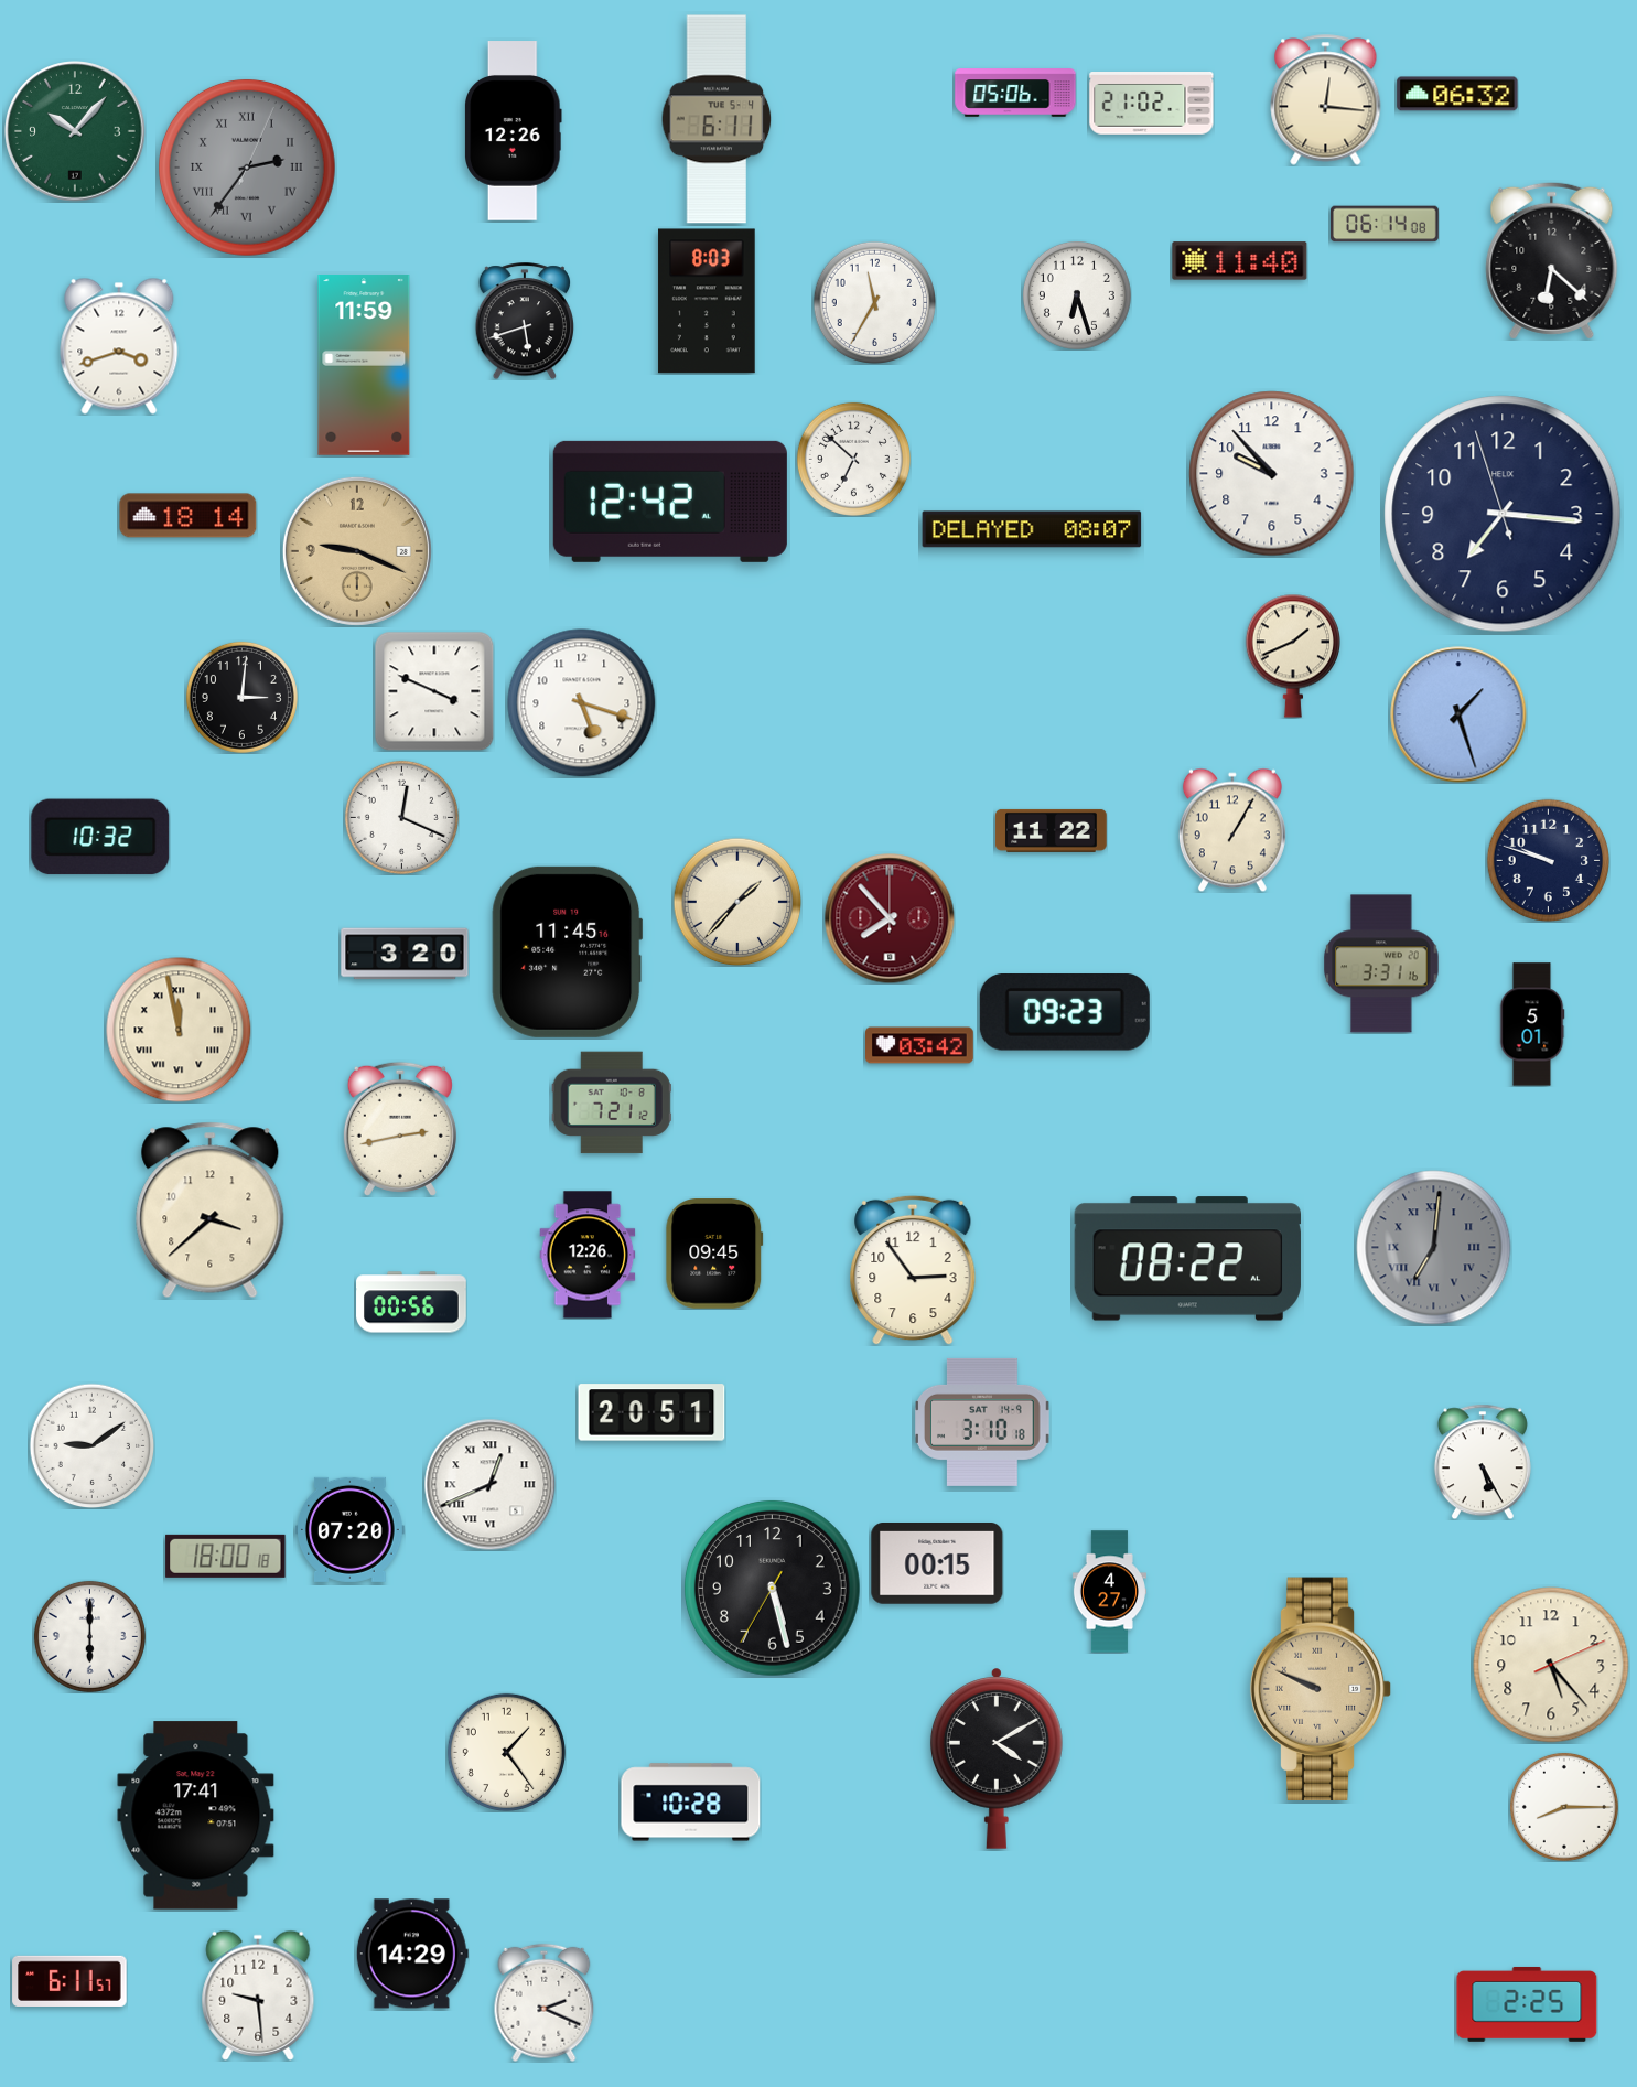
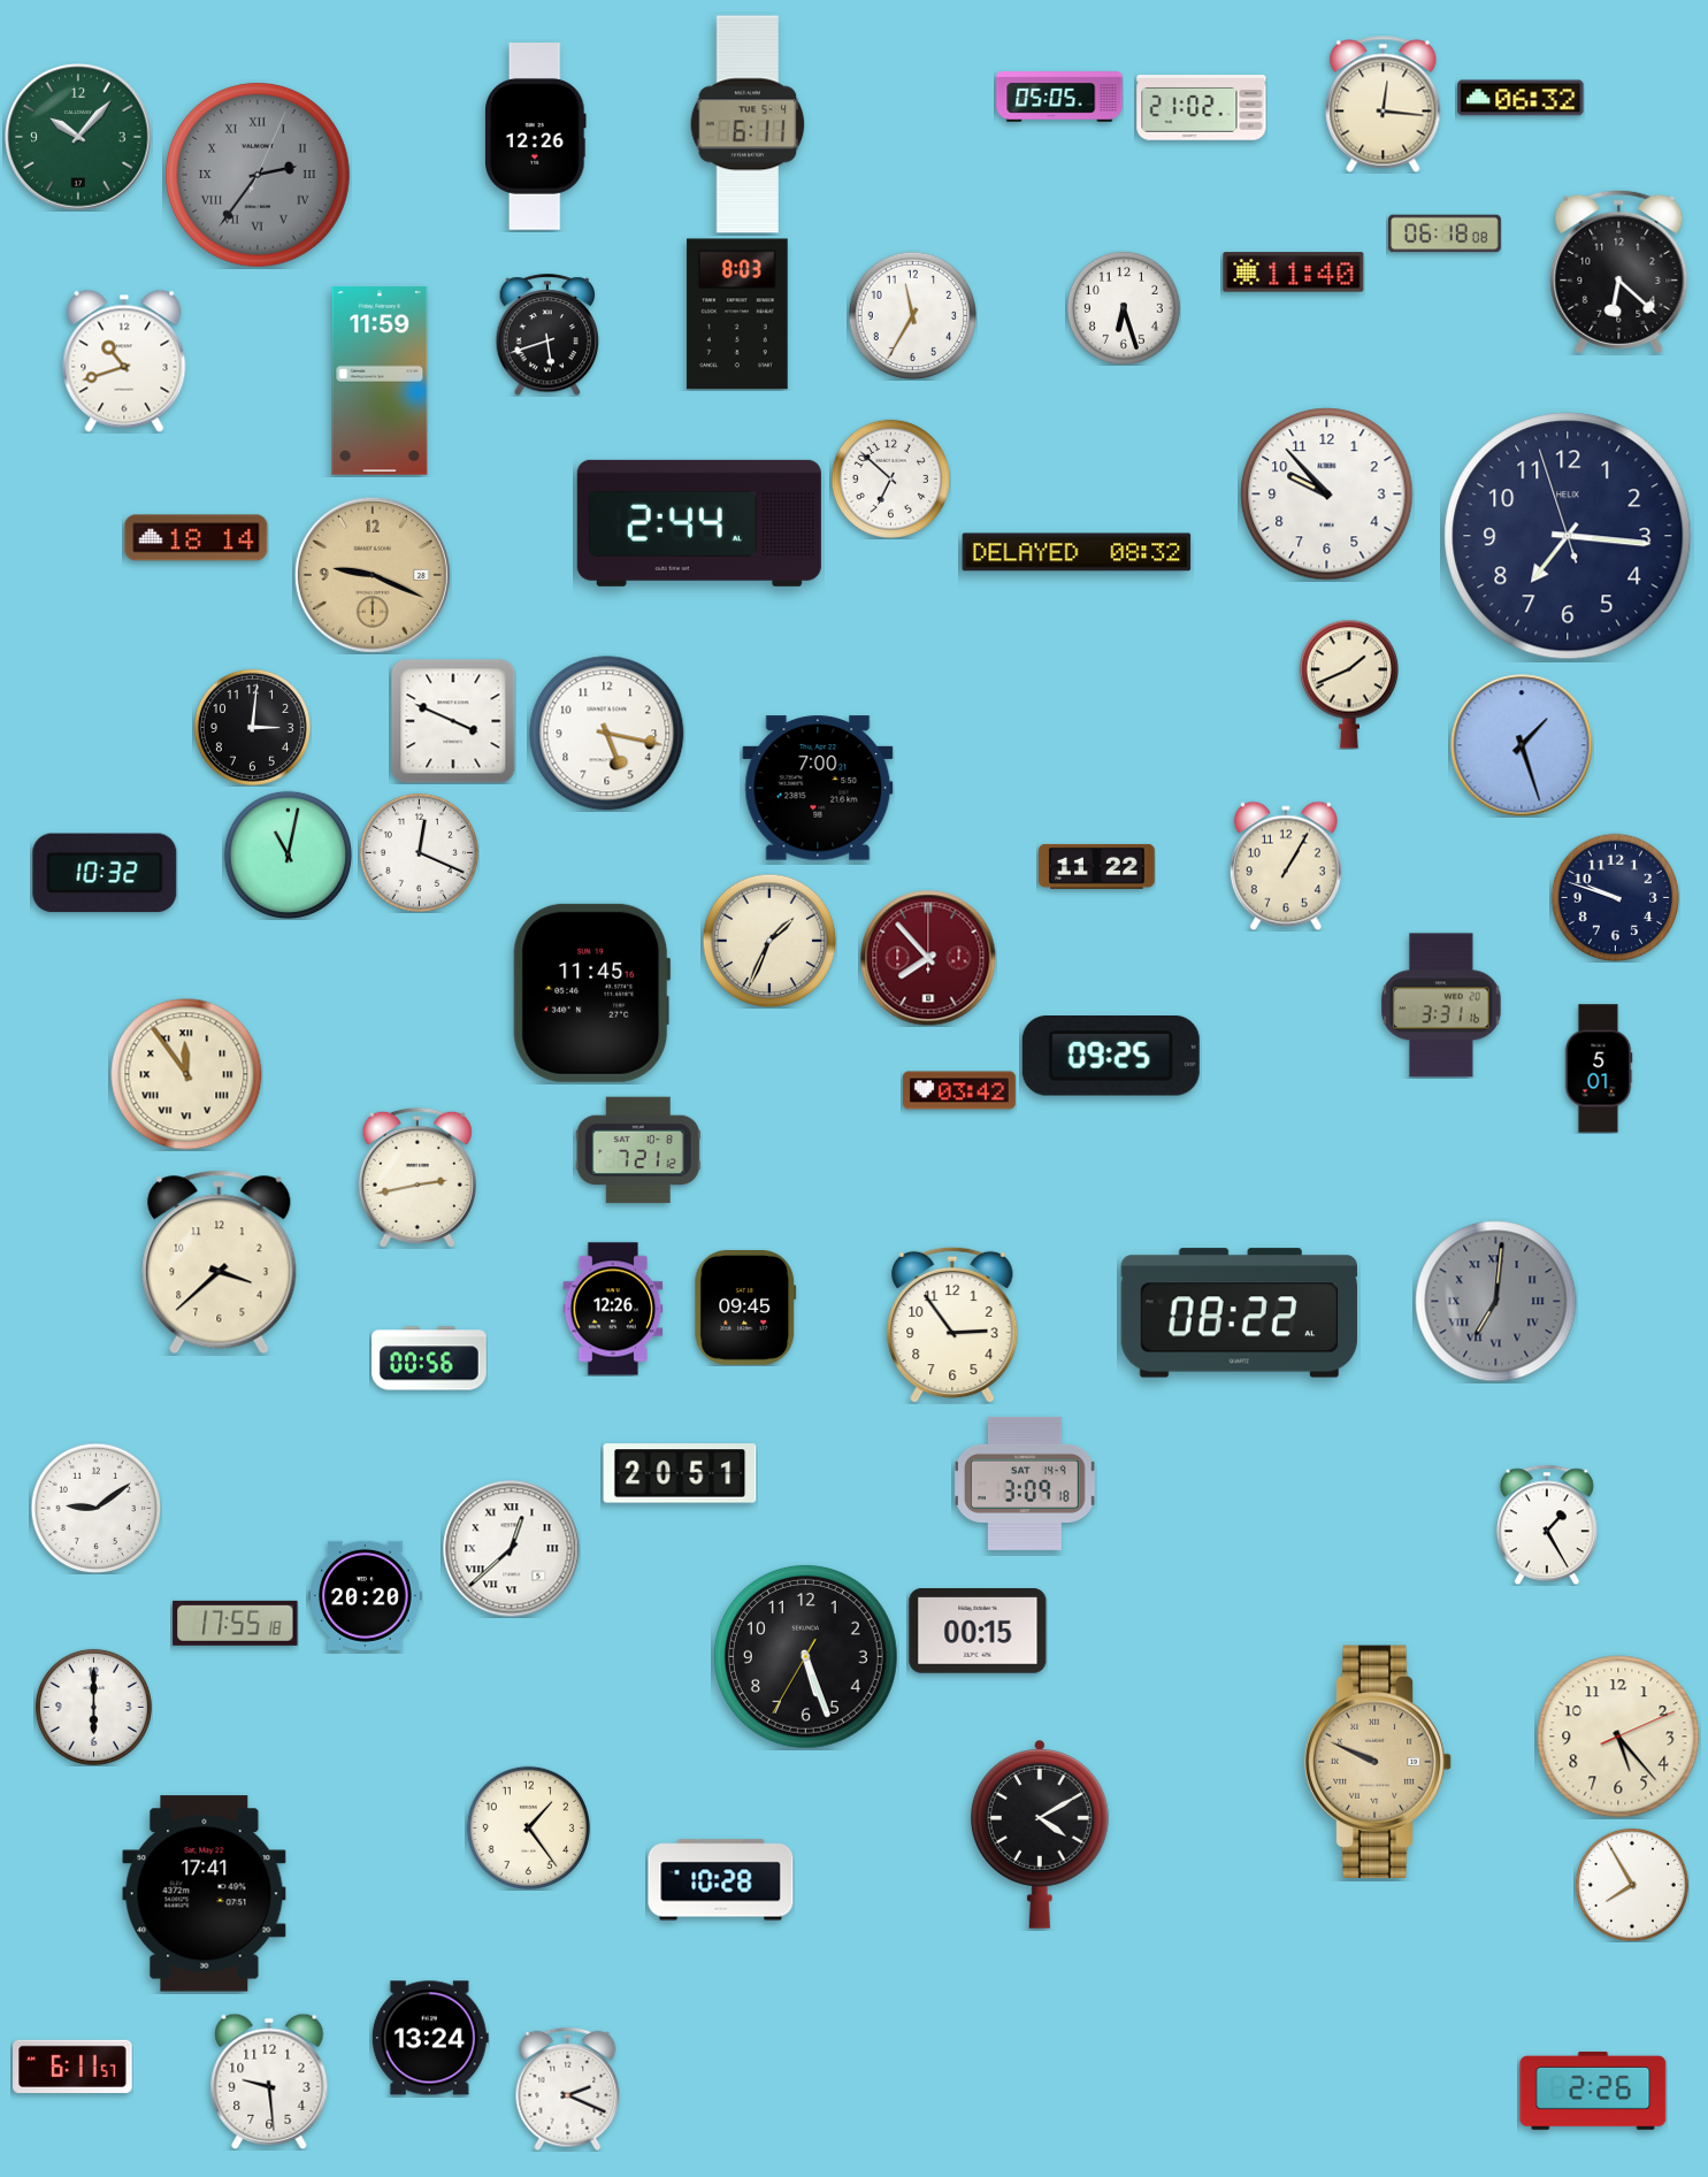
clock at (1015, 93): 05:06 -> 05:05
clock at (1386, 224): 06:14 -> 06:18
clock at (119, 346): 3:42 -> 10:42
clock at (670, 502): 12:42 -> 2:44
clock at (1032, 529): 08:07 -> 08:32
clock at (582, 703): 5:18 -> 5:17
clock at (818, 788): none -> 7:00
clock at (288, 854): none -> 11:02
clock at (737, 902): 1:37 -> 1:34
clock at (405, 954): 3:20 -> none
clock at (1065, 1013): 09:23 -> 09:25
clock at (179, 1030): 11:58 -> 11:54
clock at (983, 1422): 3:10 -> 3:09
clock at (1483, 1462): 5:25 -> 1:25
clock at (491, 1485): 12:41 -> 12:38
clock at (351, 1529): 07:20 -> 20:20
clock at (226, 1556): 18:00 -> 17:55
clock at (772, 1588): 5:27 -> 5:26
clock at (1109, 1592): 4:27 -> none
clock at (1564, 1807): 8:15 -> 7:55
clock at (412, 1954): 14:29 -> 13:24
clock at (1527, 2004): 2:25 -> 2:26
